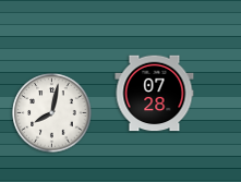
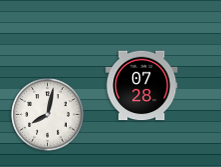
clock at (52, 113) position: (52, 113) -> (48, 115)
